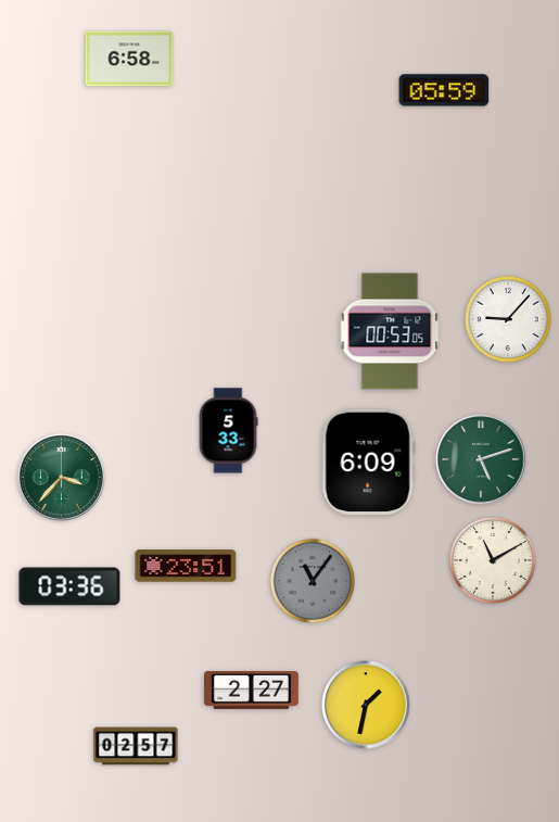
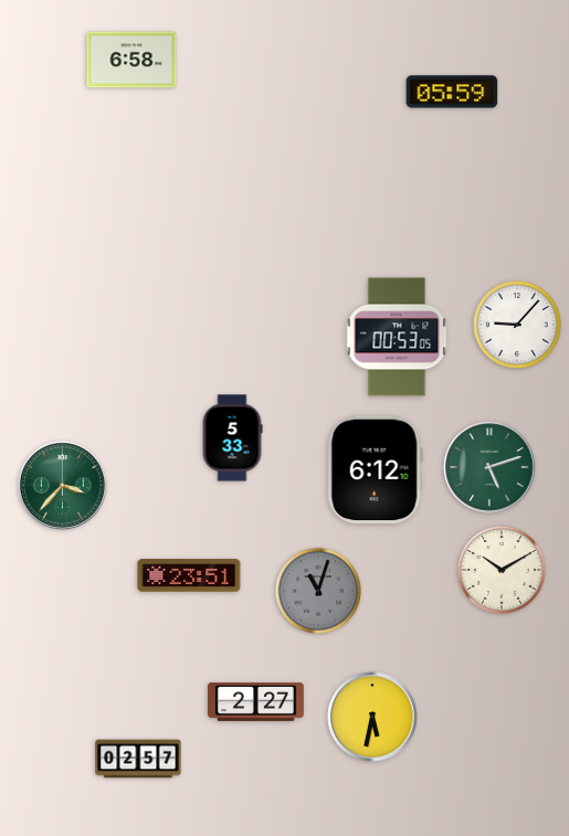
clock at (368, 461): 6:09 -> 6:12
clock at (493, 560): 11:10 -> 10:10
clock at (312, 580): 11:06 -> 11:03
clock at (69, 586): 03:36 -> none
clock at (366, 705): 1:32 -> 5:32
